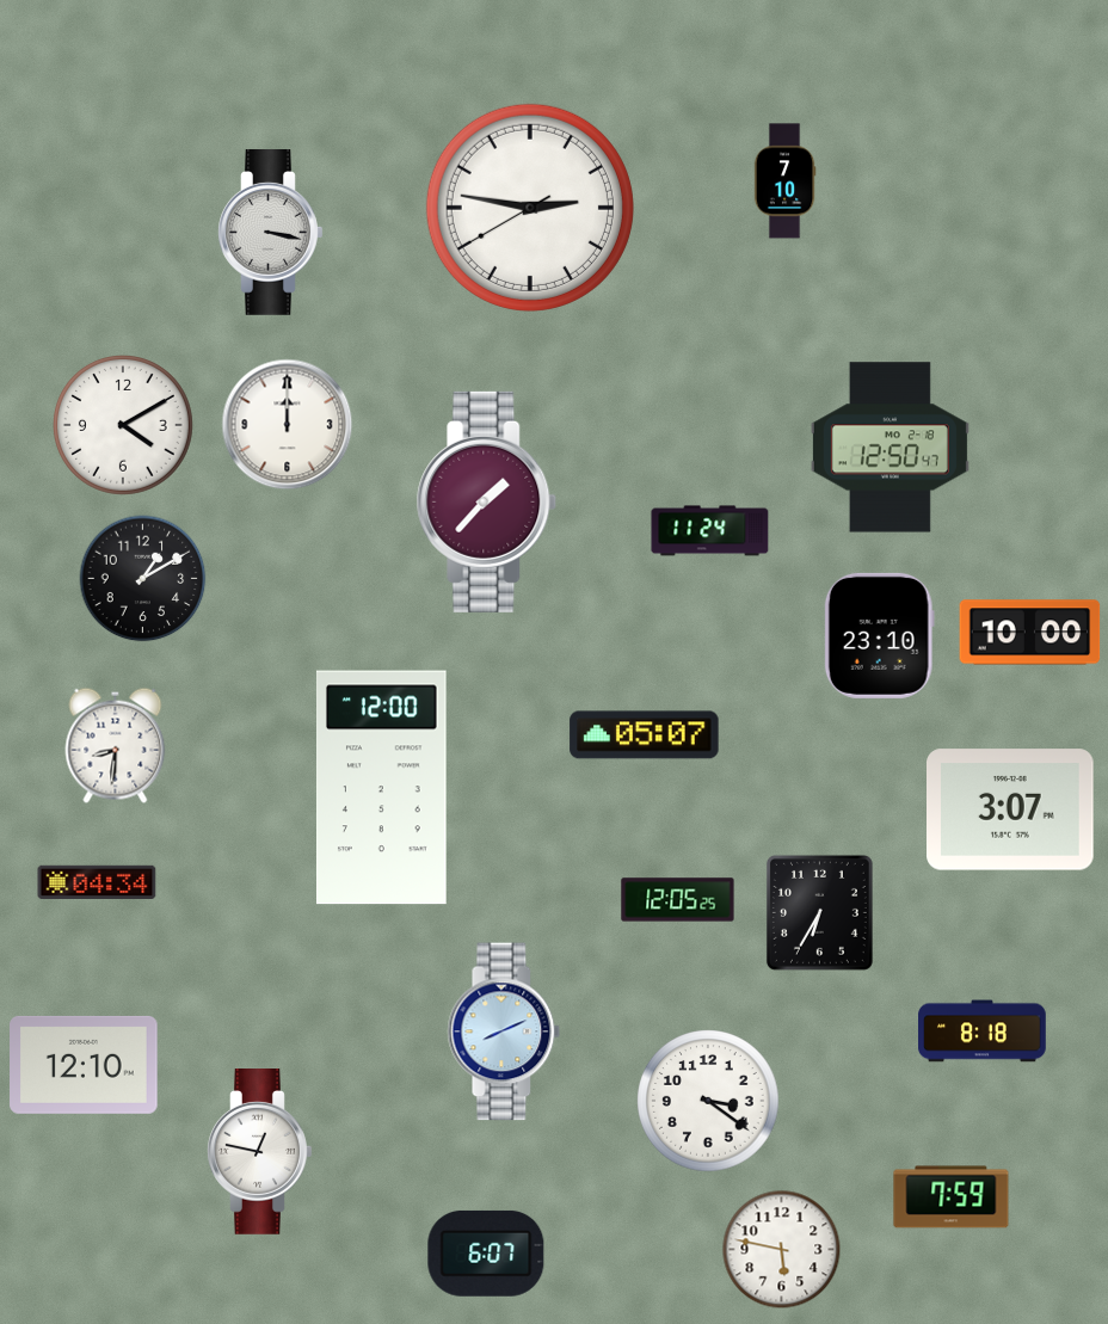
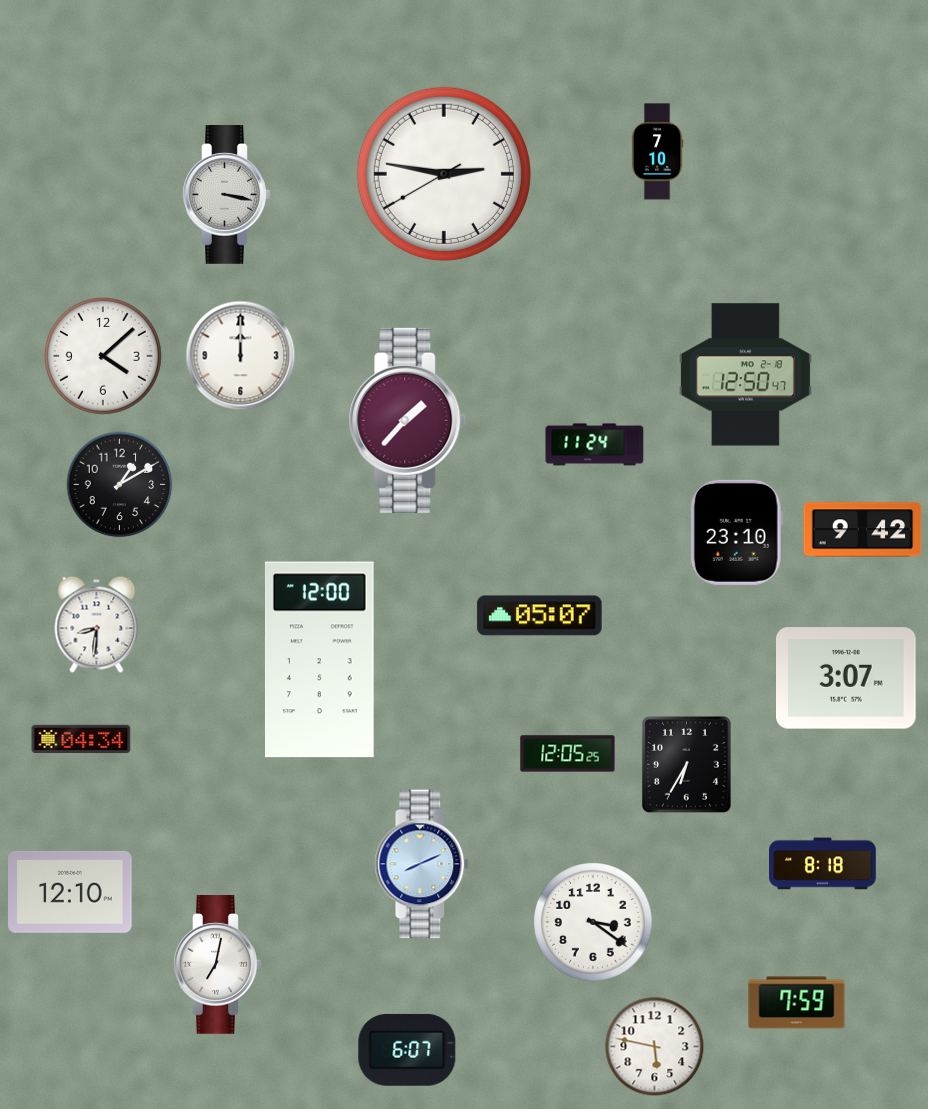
clock at (124, 426): 4:10 -> 4:08
clock at (1030, 633): 10:00 -> 9:42
clock at (260, 1152): 12:47 -> 7:02
